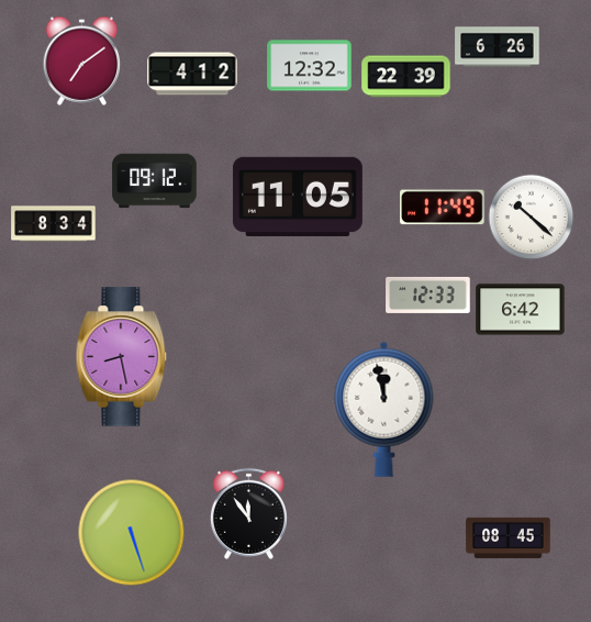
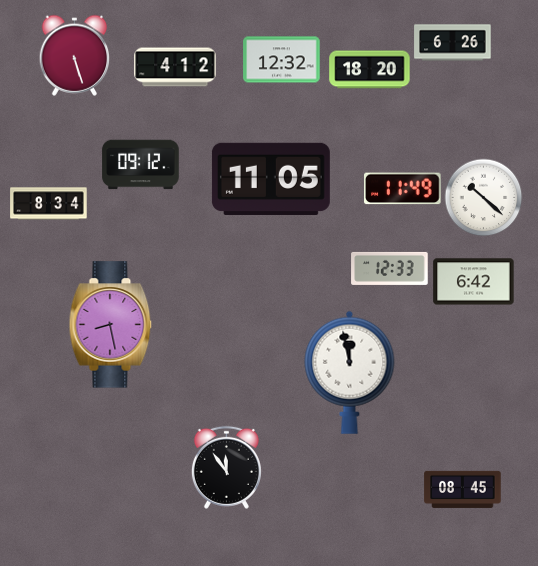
clock at (82, 60): 7:09 -> 5:27
clock at (406, 77): 22:39 -> 18:20
clock at (131, 532): 5:27 -> none
